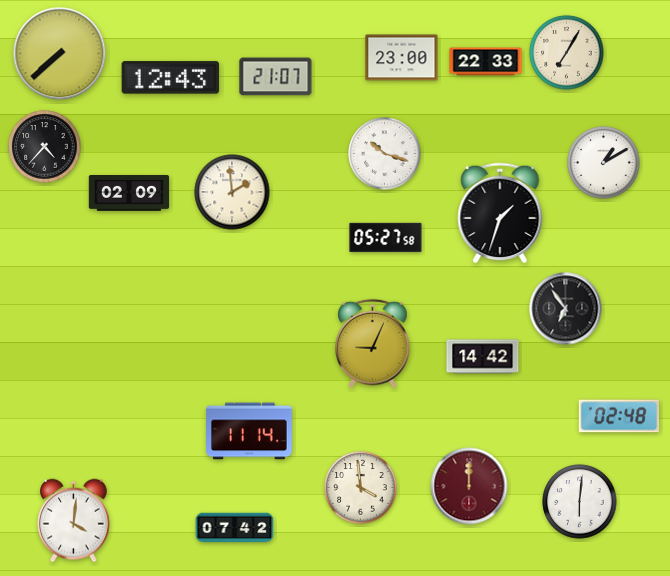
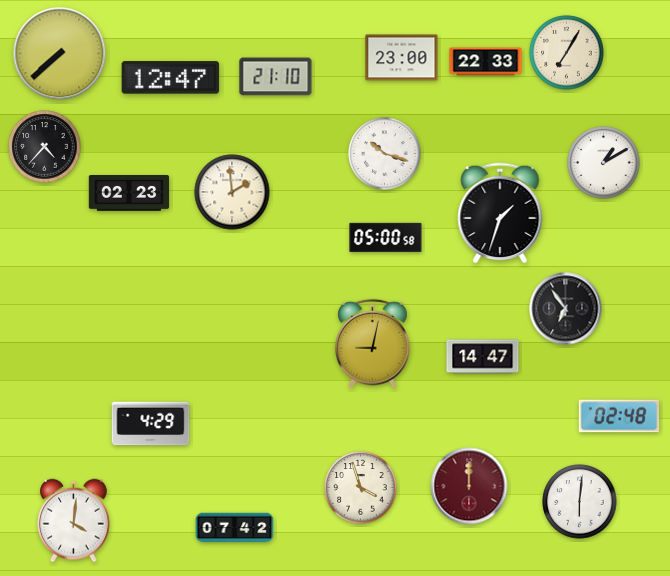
clock at (276, 77): 21:07 -> 21:10
clock at (171, 78): 12:43 -> 12:47
clock at (129, 194): 02:09 -> 02:23
clock at (386, 237): 05:27 -> 05:00
clock at (373, 344): 9:04 -> 9:02
clock at (483, 357): 14:42 -> 14:47
clock at (151, 424): none -> 4:29
clock at (249, 431): 11:14 -> none
clock at (361, 488): 3:59 -> 3:57
